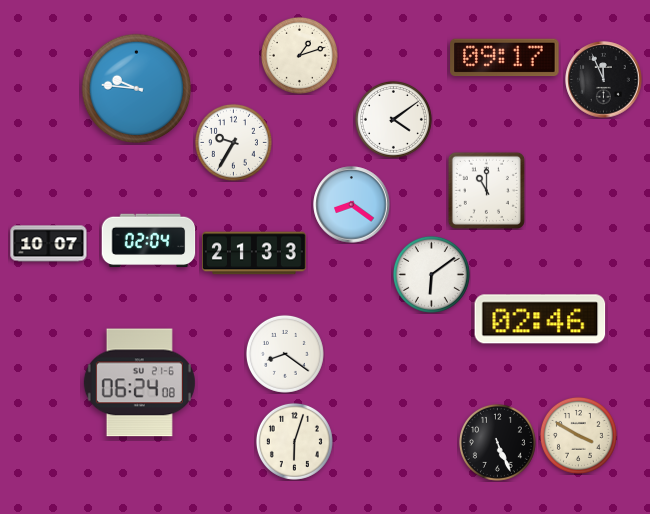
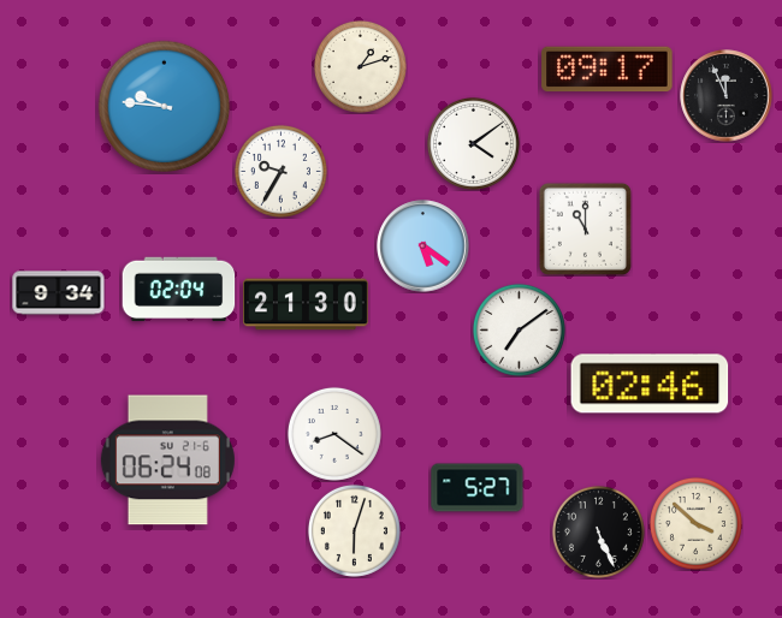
clock at (352, 205): 8:21 -> 5:21
clock at (49, 244): 10:07 -> 9:34
clock at (255, 253): 21:33 -> 21:30
clock at (431, 274): 6:09 -> 7:09
clock at (285, 354) position: (285, 354) -> (334, 434)
clock at (478, 488): none -> 5:27
clock at (578, 435): 3:50 -> 3:52
